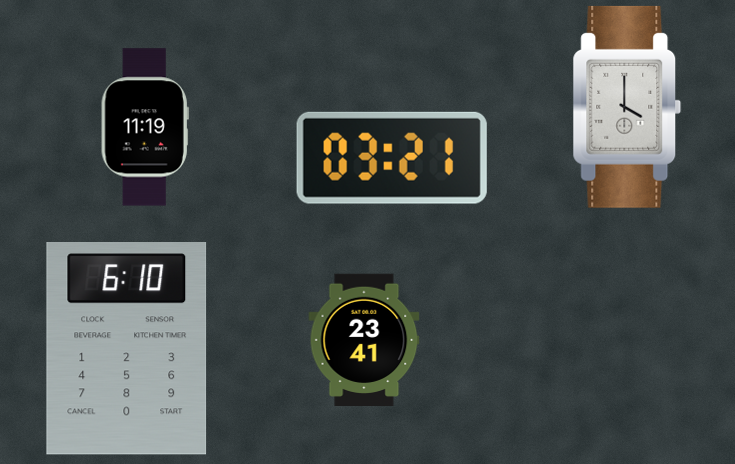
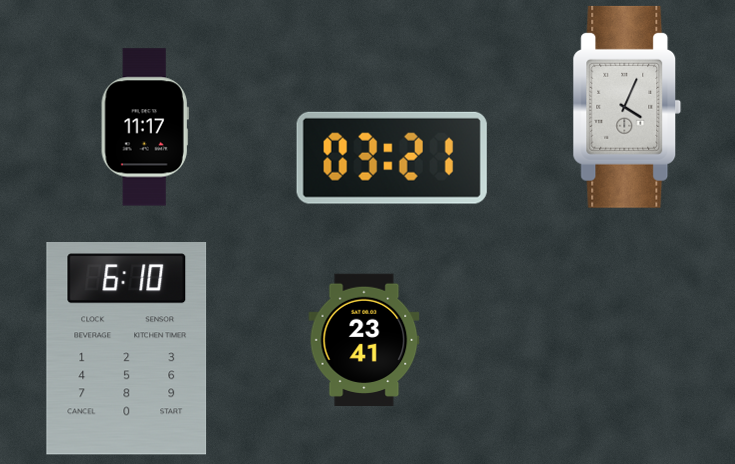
clock at (627, 107): 4:00 -> 4:04
clock at (145, 127): 11:19 -> 11:17
